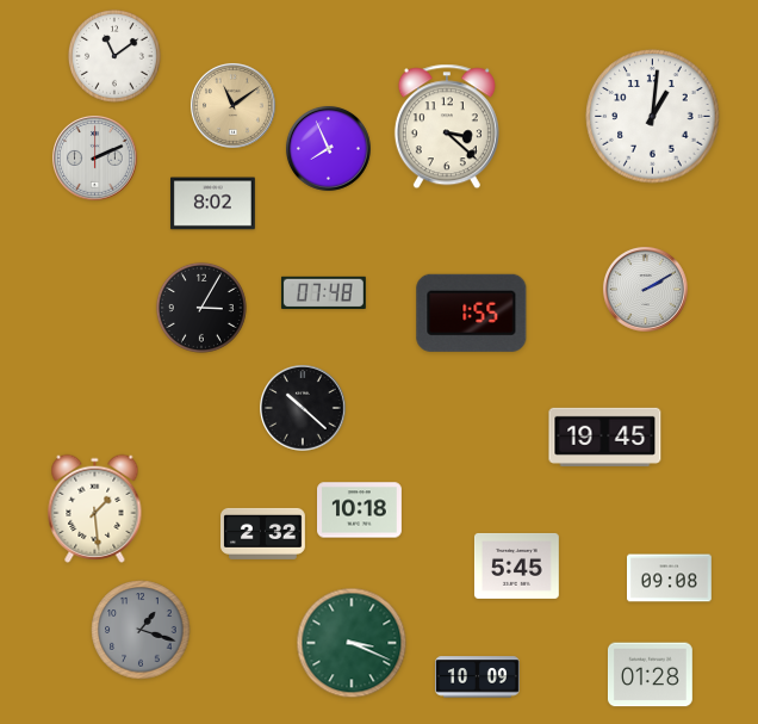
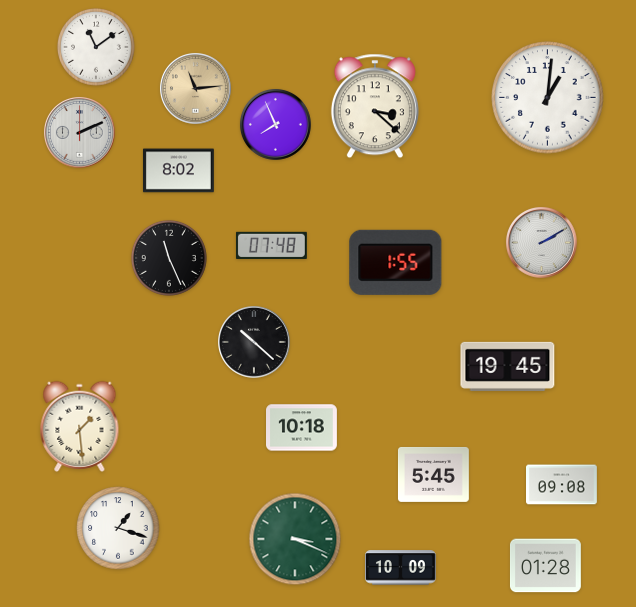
clock at (232, 105): 11:09 -> 11:14
clock at (201, 308): 3:05 -> 11:26
clock at (263, 533): 2:32 -> none
clock at (141, 630) dial: grey -> white
